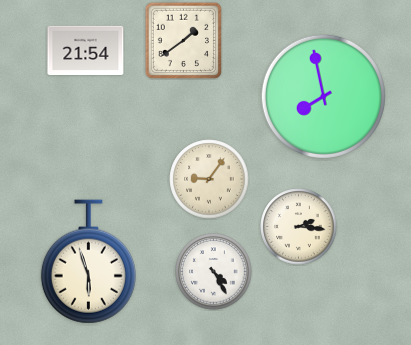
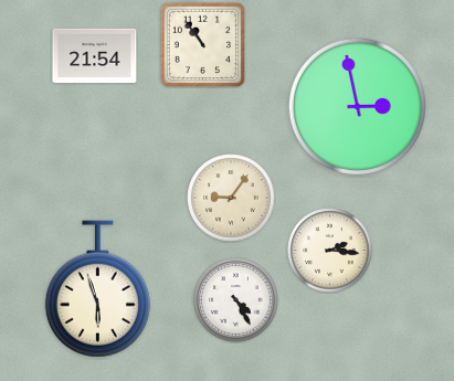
clock at (183, 40): 1:39 -> 10:54
clock at (323, 96): 7:58 -> 2:58
